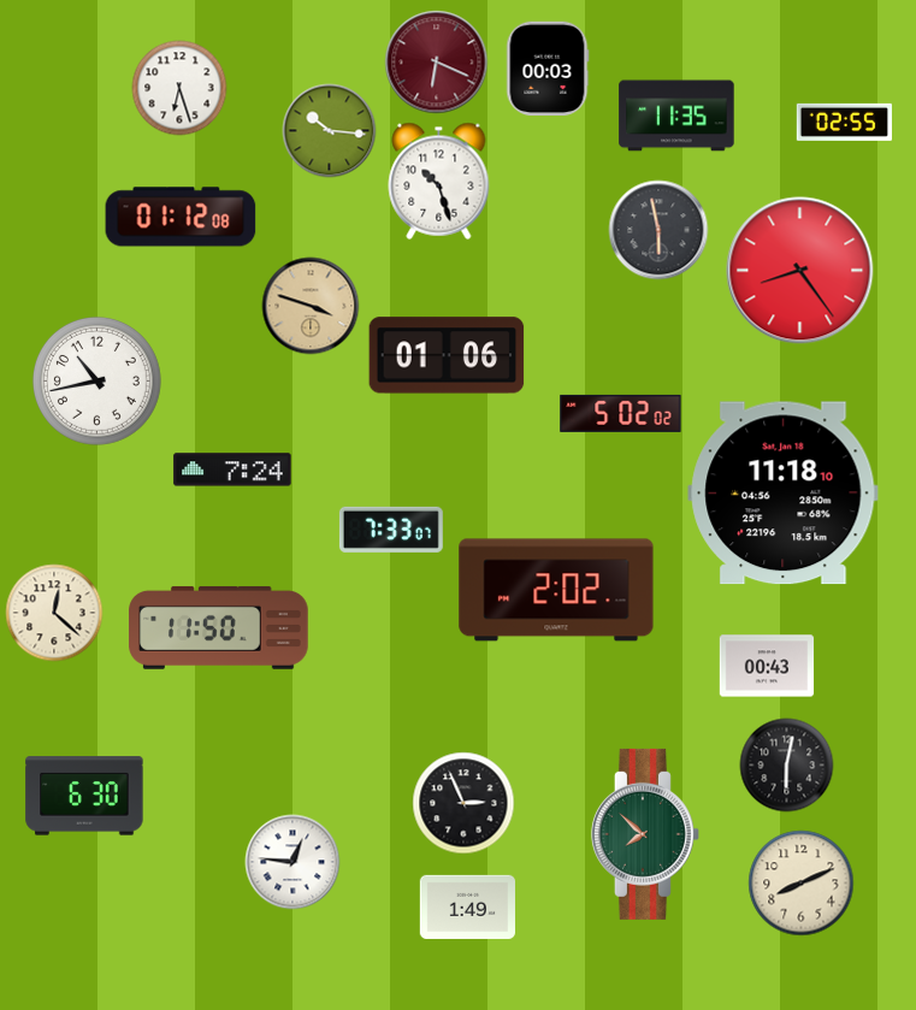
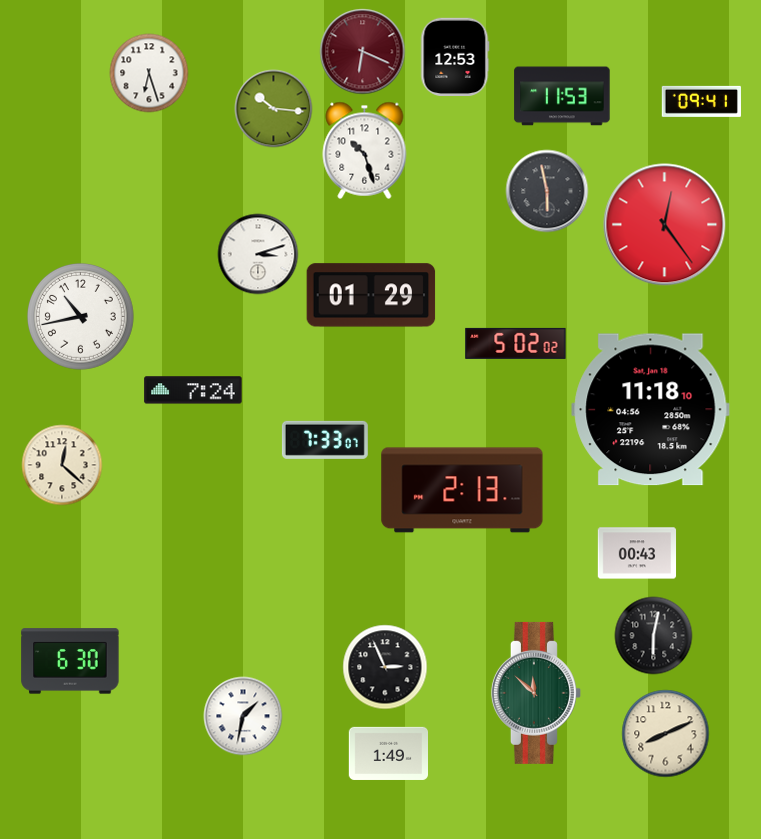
clock at (548, 67): 00:03 -> 12:53
clock at (676, 116): 11:35 -> 11:53
clock at (844, 122): 02:55 -> 09:41
clock at (181, 217): 01:12 -> none
clock at (800, 271): 8:24 -> 12:24
clock at (311, 306): 3:48 -> 3:12
clock at (311, 306) dial: champagne -> white
clock at (447, 355): 01:06 -> 01:29
clock at (556, 590): 2:02 -> 2:13
clock at (54, 613) position: (54, 613) -> (62, 465)
clock at (219, 627): 11:50 -> none
clock at (645, 834): 7:52 -> 11:52
clock at (292, 862): 12:46 -> 1:32
